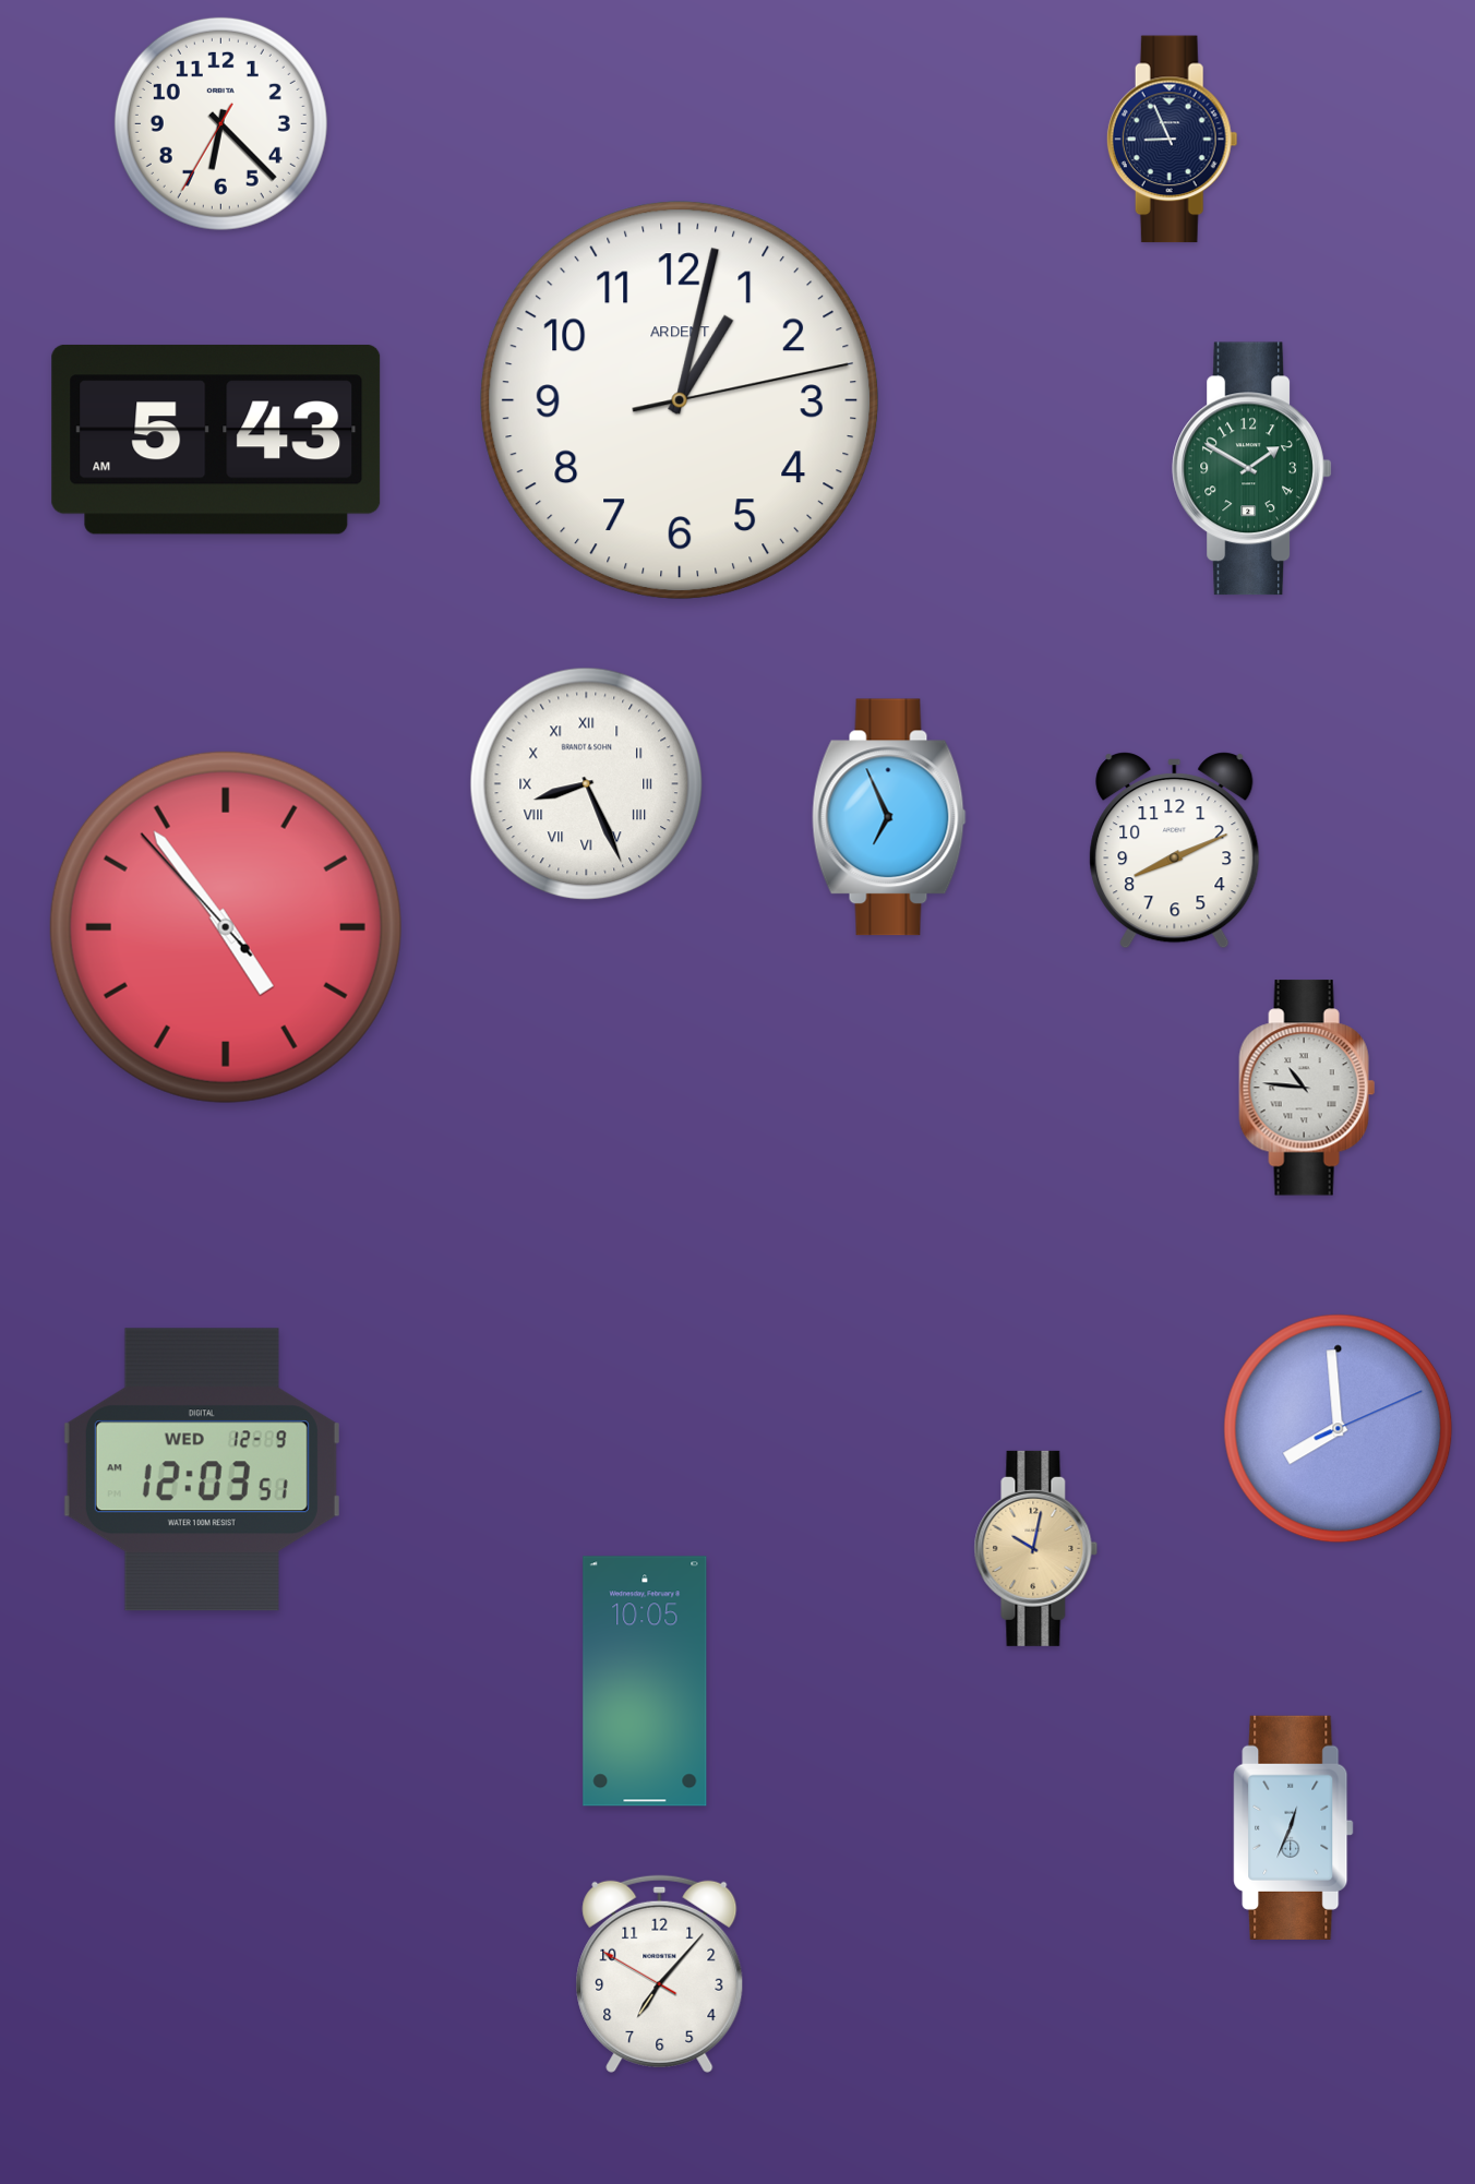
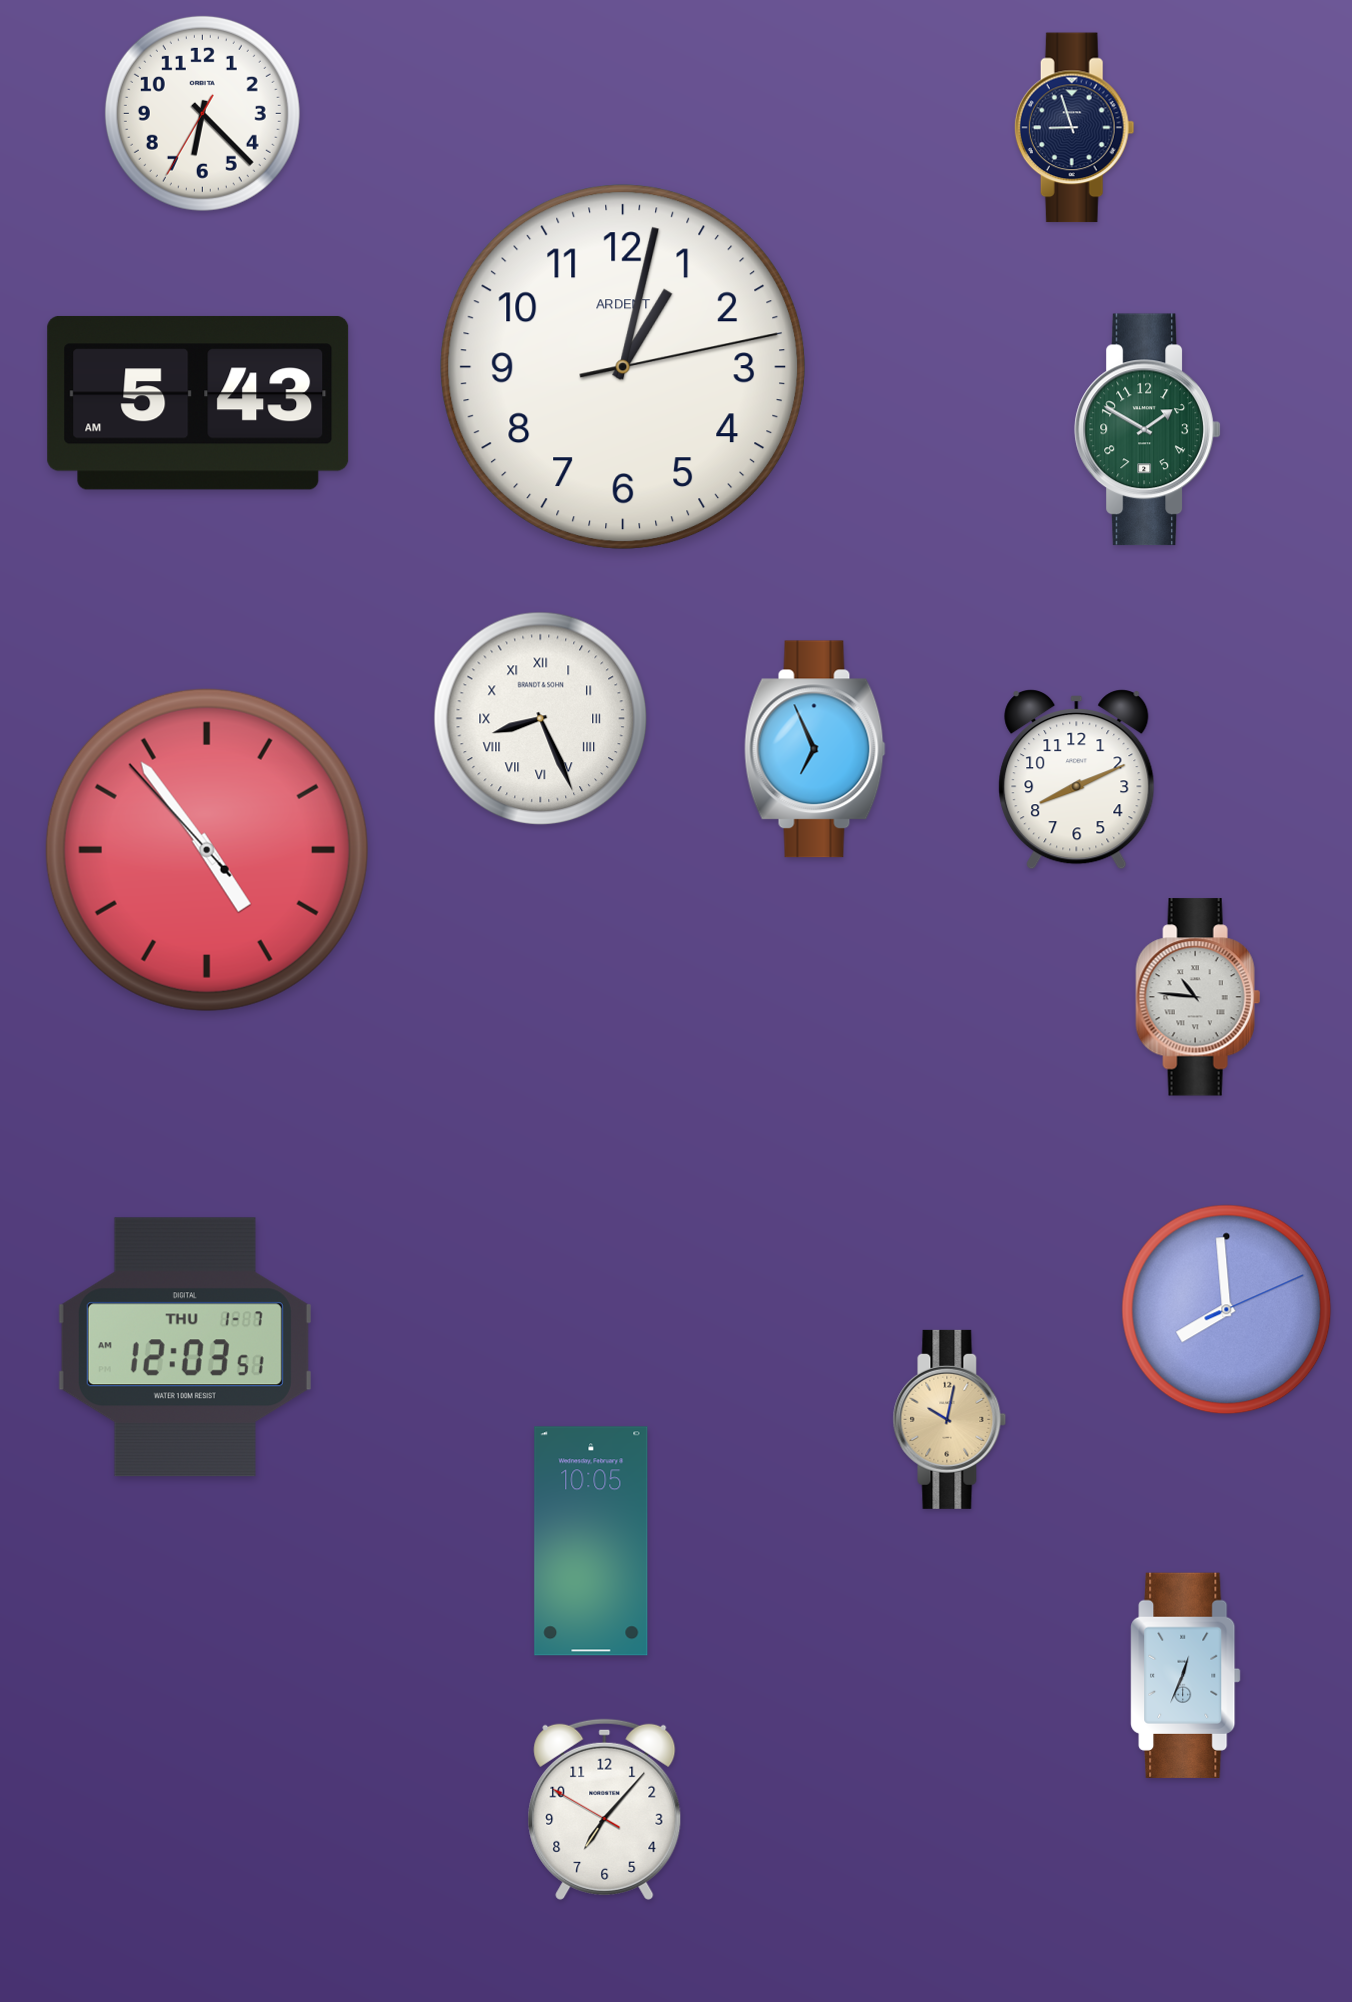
clock at (1172, 140): 8:56 -> 8:57
clock at (587, 784) position: (587, 784) -> (541, 719)
clock at (202, 1469) date: WED 12-9 -> THU 1-7
